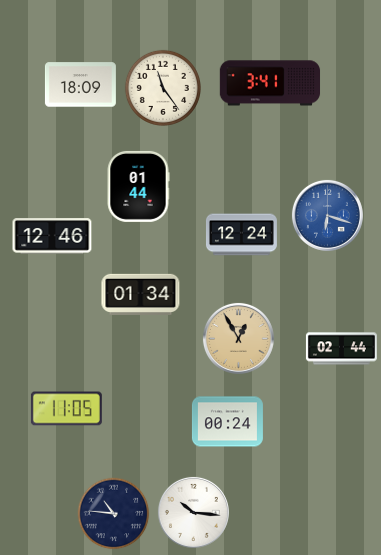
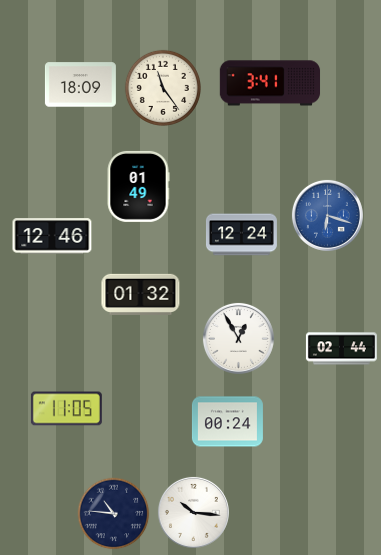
clock at (138, 186): 01:44 -> 01:49
clock at (141, 294): 01:34 -> 01:32
clock at (238, 338) dial: champagne -> white
